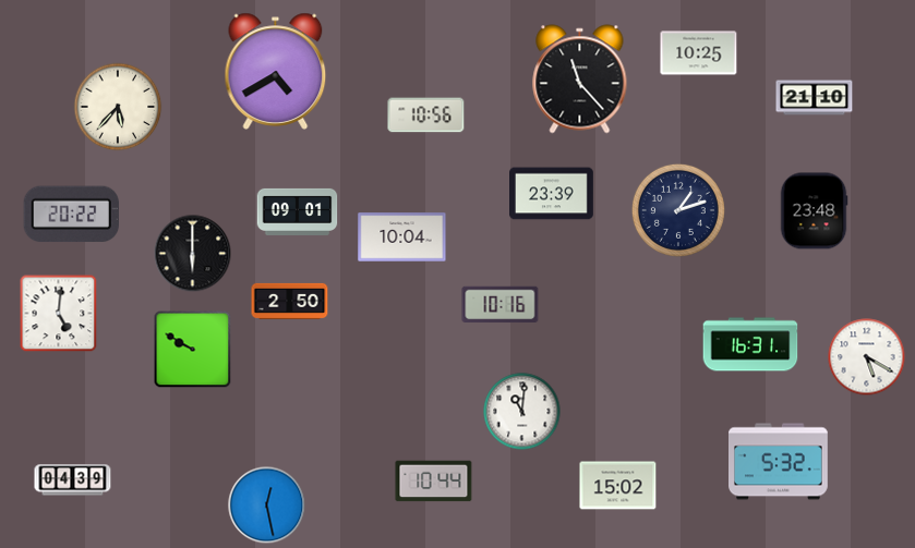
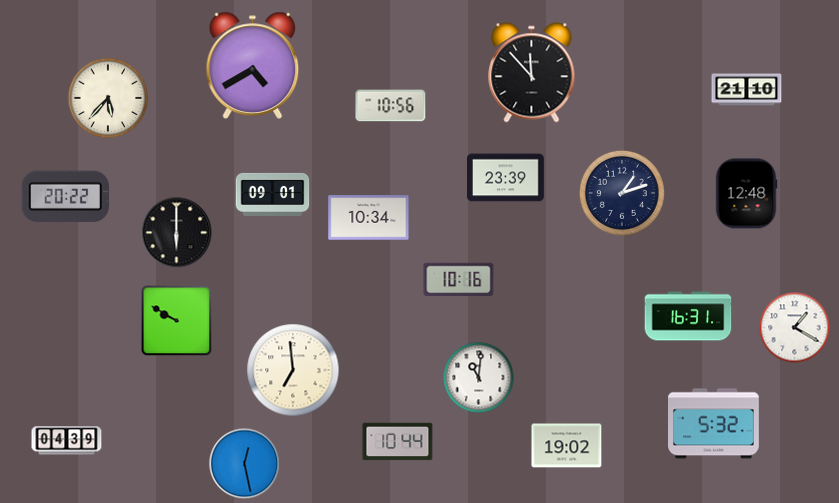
clock at (699, 53): 10:25 -> none
clock at (580, 80): 11:23 -> 11:53
clock at (814, 211): 23:48 -> 12:48
clock at (402, 238): 10:04 -> 10:34
clock at (290, 301): 2:50 -> none
clock at (59, 314): 5:01 -> none
clock at (867, 357): 5:20 -> 1:20
clock at (293, 370): none -> 6:59
clock at (618, 486): 15:02 -> 19:02
